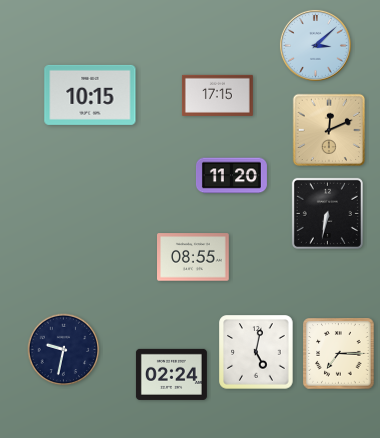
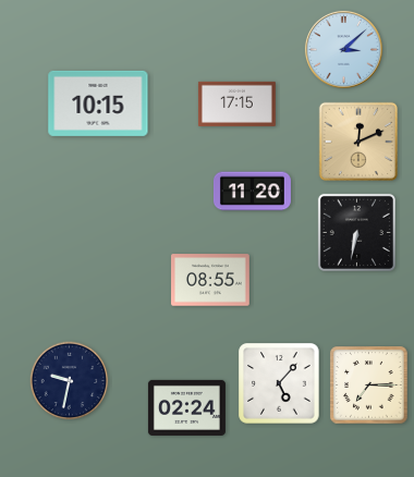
clock at (256, 352): 5:02 -> 5:07
